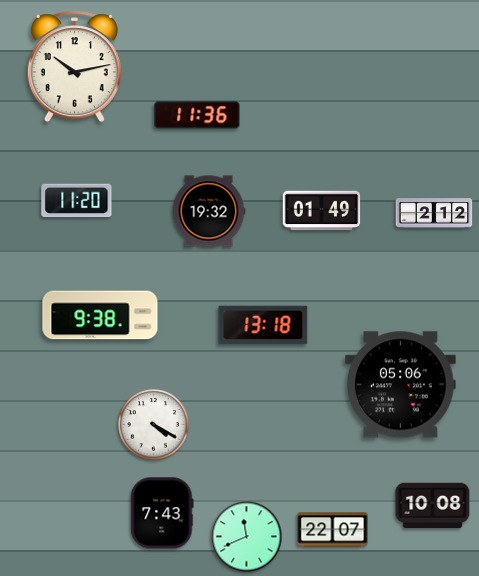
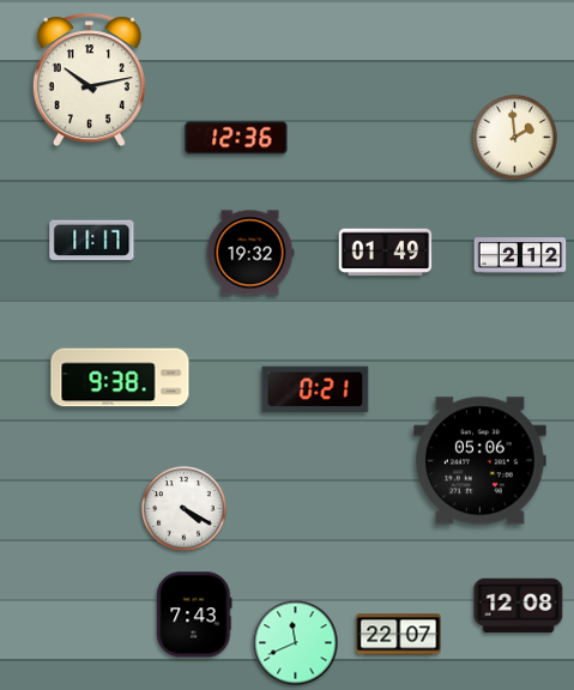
clock at (197, 115): 11:36 -> 12:36
clock at (515, 138): none -> 1:59
clock at (77, 201): 11:20 -> 11:17
clock at (263, 325): 13:18 -> 0:21
clock at (433, 506): 10:08 -> 12:08
